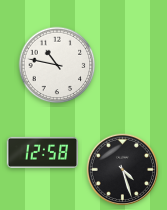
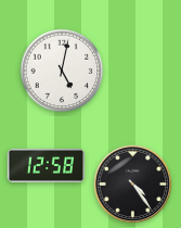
clock at (57, 65): 10:47 -> 5:02
clock at (123, 170): 4:27 -> 4:24
